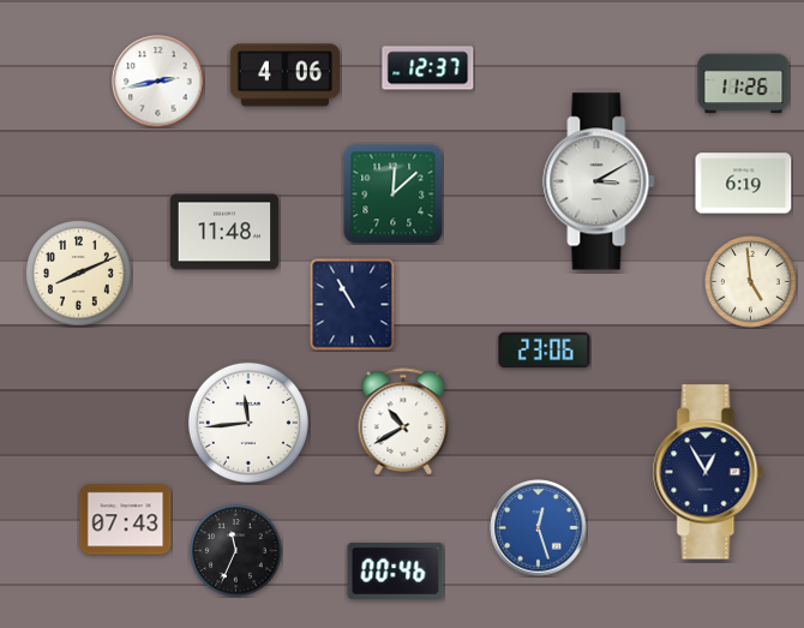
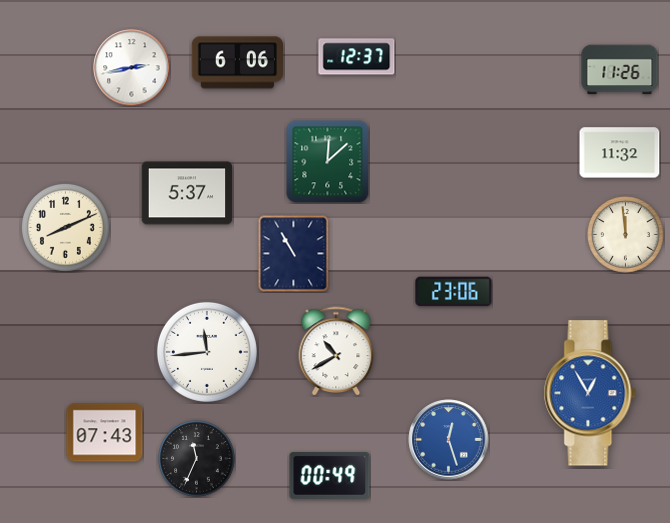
clock at (284, 76): 4:06 -> 6:06
clock at (599, 181): 3:10 -> none
clock at (744, 184): 6:19 -> 11:32
clock at (224, 232): 11:48 -> 5:37
clock at (751, 282): 4:59 -> 11:59
clock at (708, 472) dial: navy -> blue
clock at (396, 570): 00:46 -> 00:49
